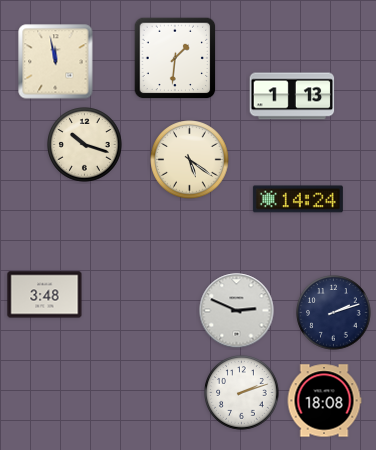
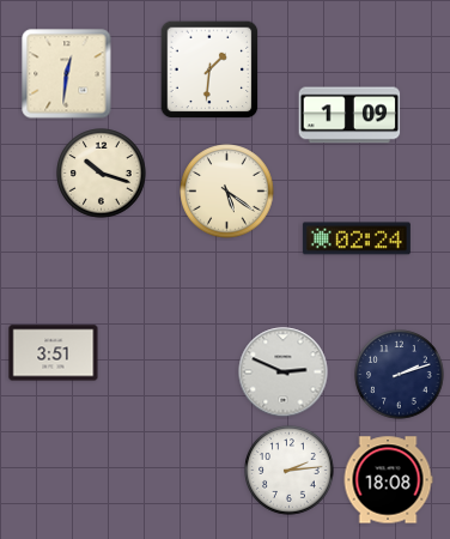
clock at (56, 62): 11:58 -> 12:31
clock at (292, 96): 1:13 -> 1:09
clock at (298, 199): 14:24 -> 02:24
clock at (45, 295): 3:48 -> 3:51
clock at (242, 393): 2:12 -> 2:14
